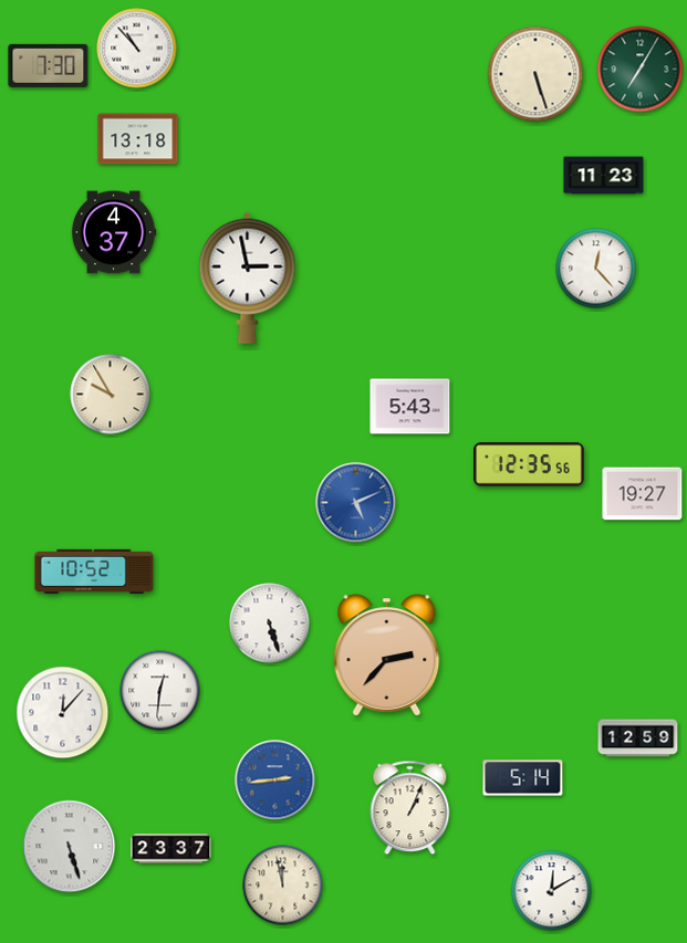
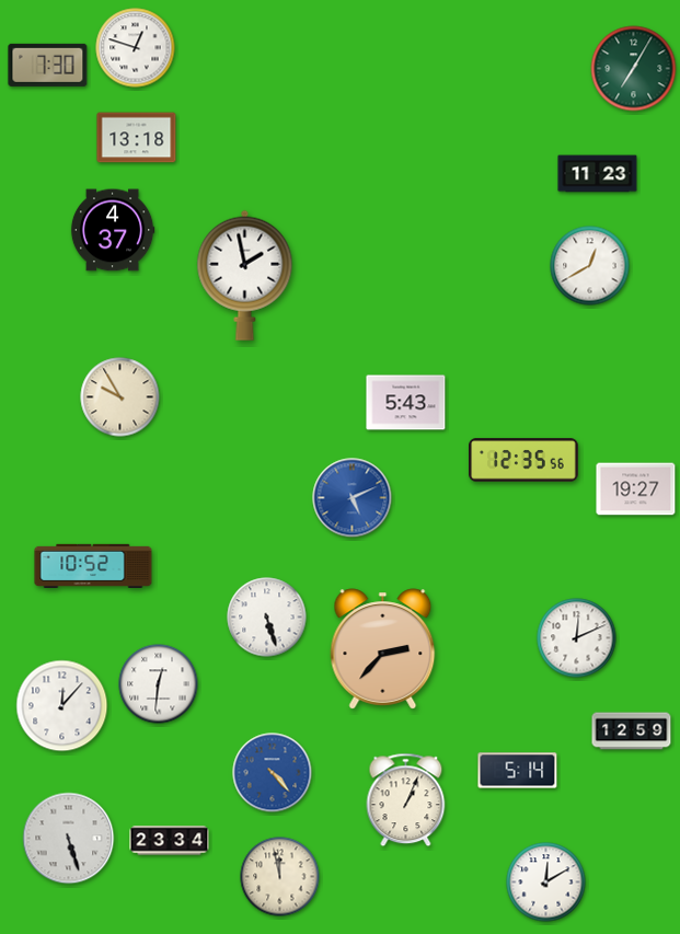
clock at (137, 49): 10:53 -> 12:48
clock at (535, 74): 5:27 -> none
clock at (596, 269): 12:23 -> 12:40
clock at (248, 277): 2:58 -> 1:58
clock at (111, 395) position: (111, 395) -> (120, 397)
clock at (577, 638): none -> 12:11
clock at (275, 780): 2:44 -> 4:23
clock at (171, 849): 23:37 -> 23:34
